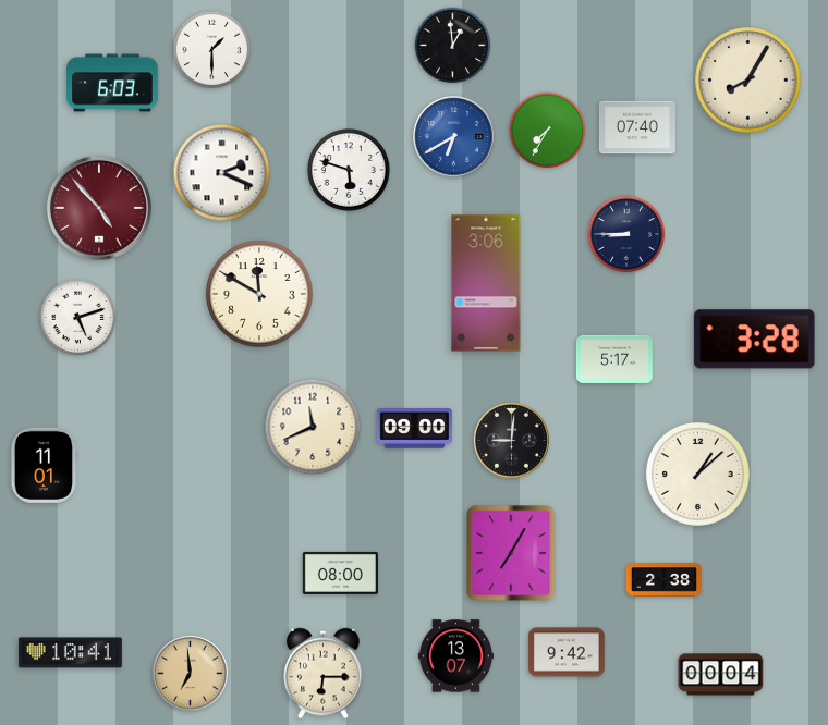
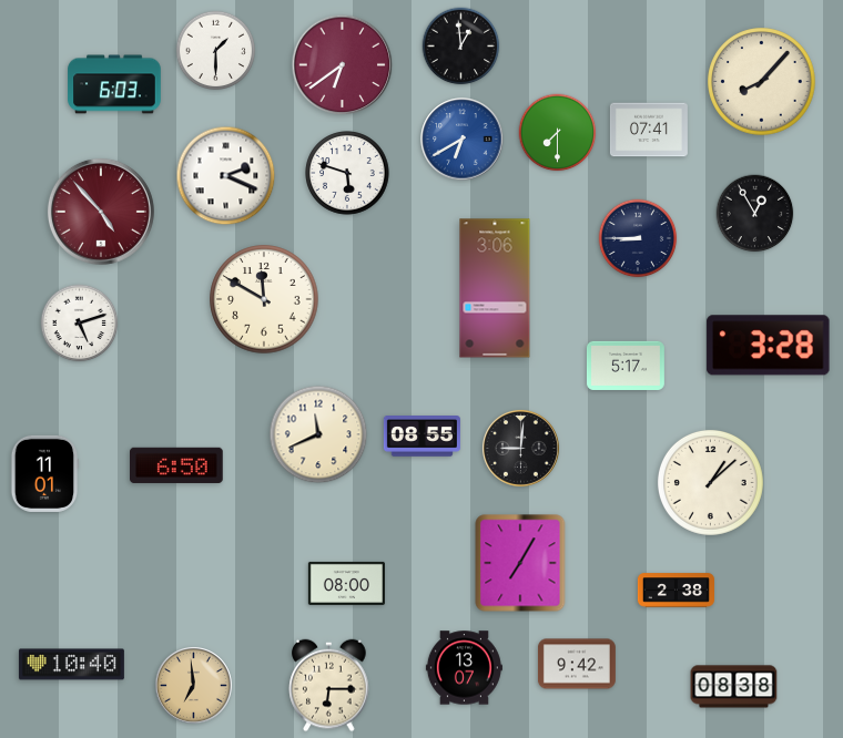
clock at (343, 65): none -> 6:39
clock at (748, 81): 8:05 -> 8:07
clock at (637, 127): 07:40 -> 07:41
clock at (548, 131): 7:35 -> 7:30
clock at (349, 170) position: (349, 170) -> (347, 173)
clock at (755, 214): none -> 12:55
clock at (414, 429): 09:00 -> 08:55
clock at (177, 465): none -> 6:50
clock at (70, 653): 10:41 -> 10:40
clock at (721, 675): 00:04 -> 08:38
